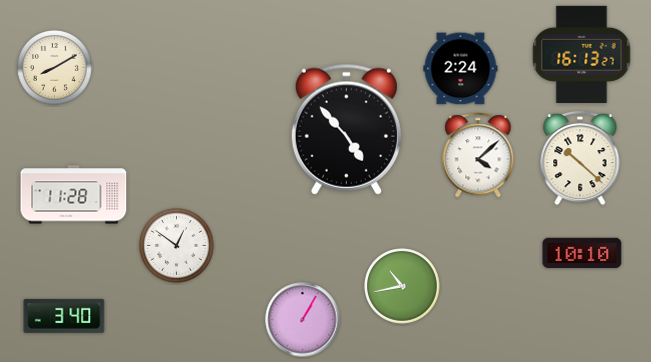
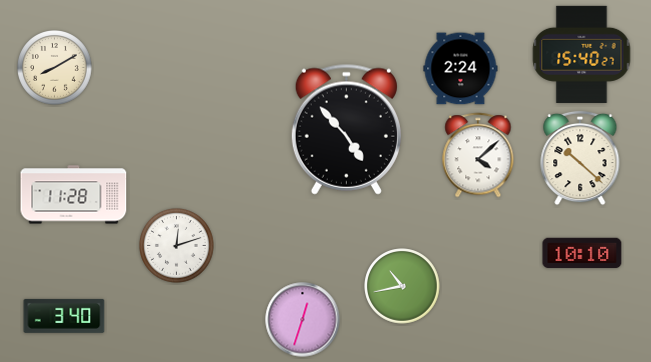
clock at (582, 54): 16:13 -> 15:40
clock at (177, 246): 12:51 -> 12:12
clock at (303, 320): 1:05 -> 12:33
